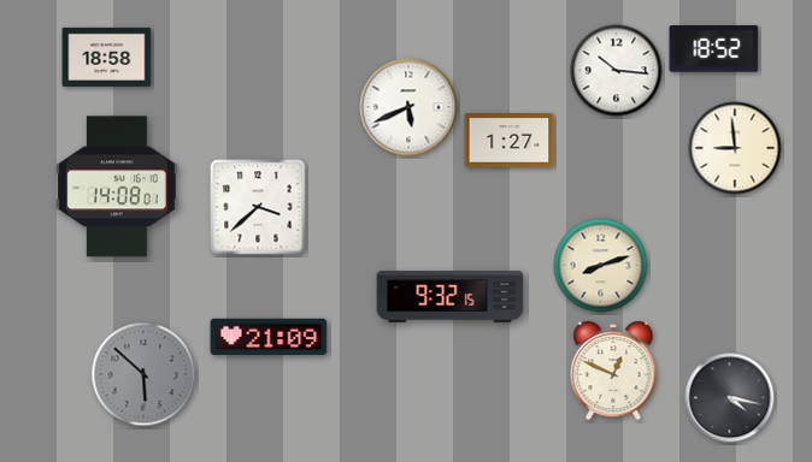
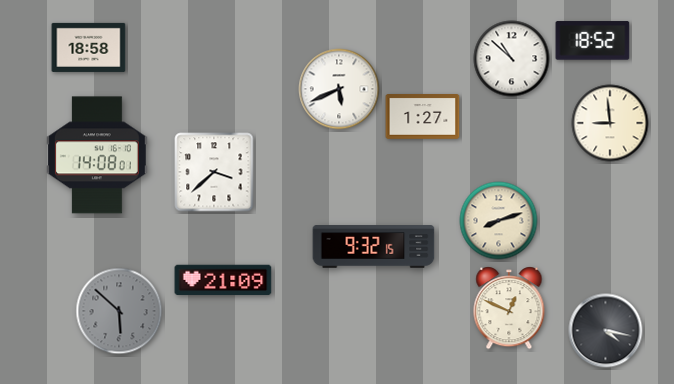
clock at (617, 71): 10:16 -> 10:52
